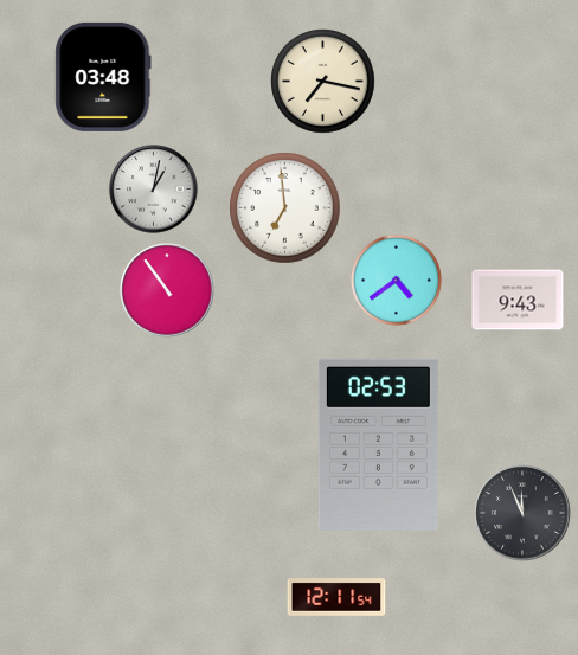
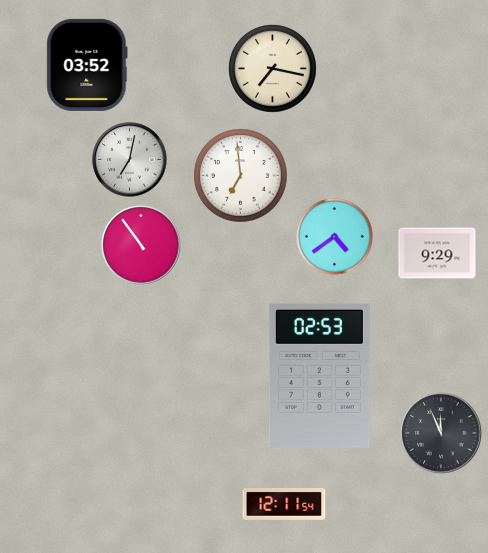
clock at (103, 77): 03:48 -> 03:52
clock at (154, 190): 1:02 -> 7:02
clock at (518, 300): 9:43 -> 9:29
